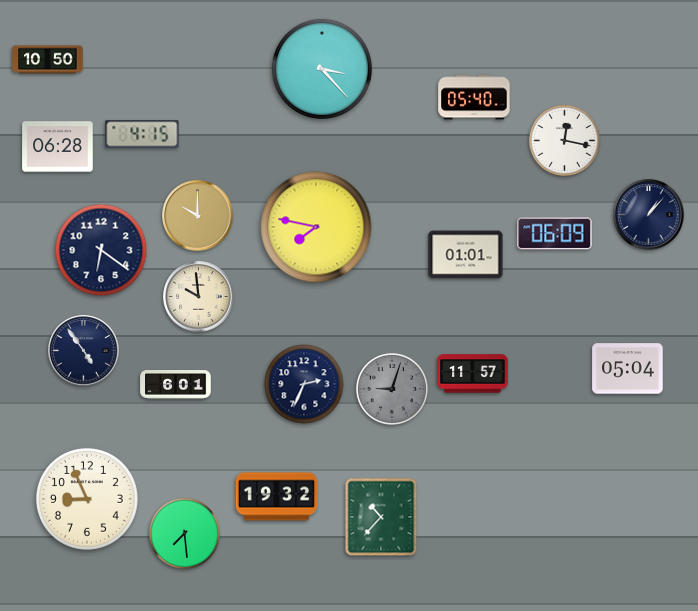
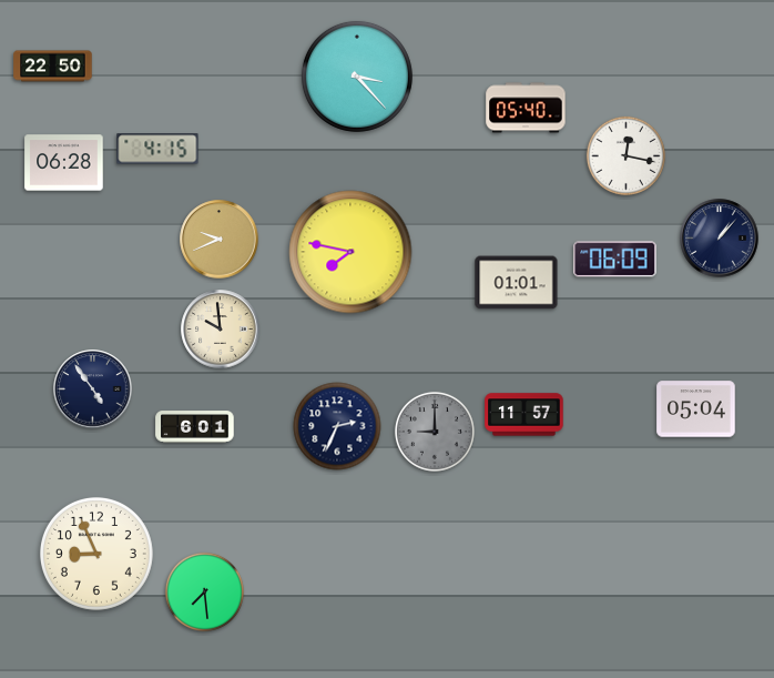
clock at (48, 60): 10:50 -> 22:50
clock at (198, 216): 10:00 -> 9:41
clock at (101, 250): 6:21 -> none
clock at (392, 389): 9:03 -> 9:00
clock at (277, 497): 19:32 -> none
clock at (381, 517): 10:37 -> none
